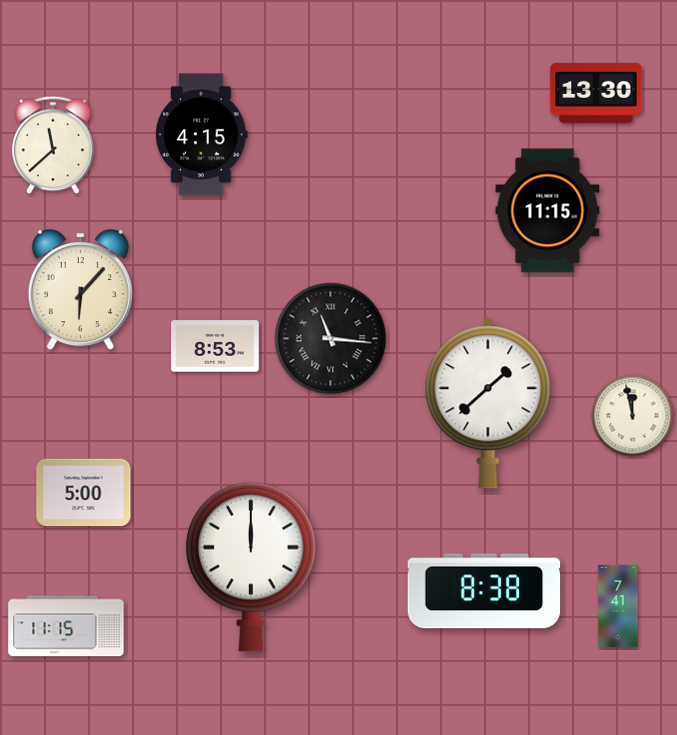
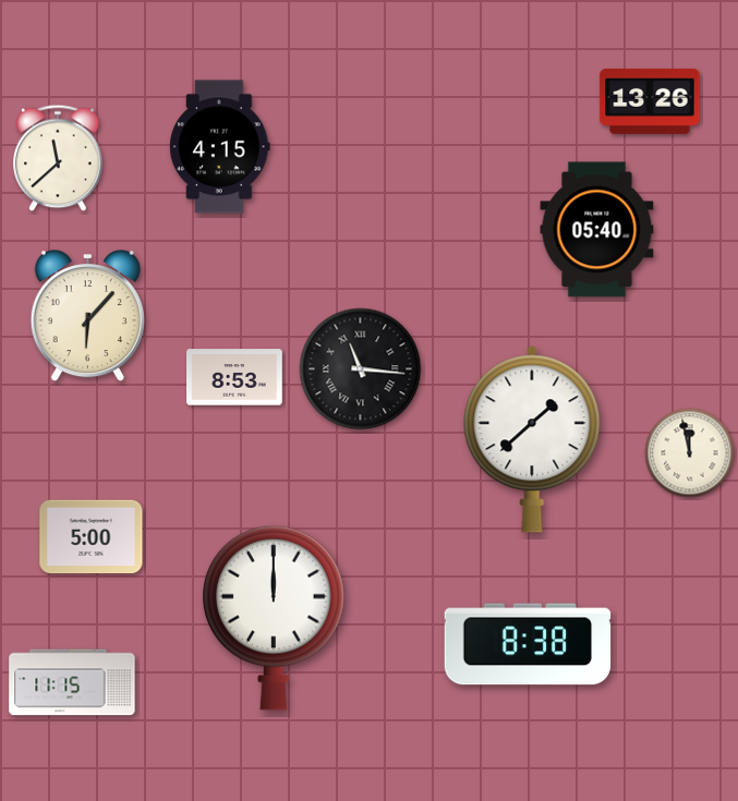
clock at (596, 93): 13:30 -> 13:26
clock at (548, 211): 11:15 -> 05:40
clock at (618, 606): 7:41 -> none
